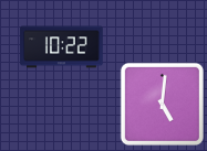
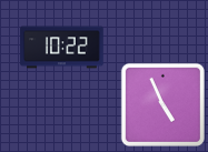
clock at (162, 104): 5:01 -> 4:56
